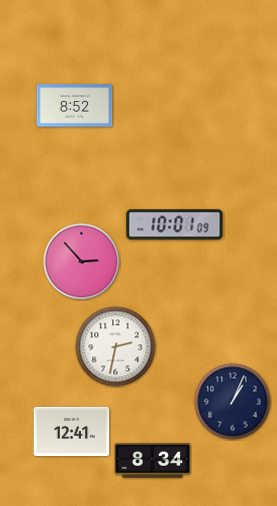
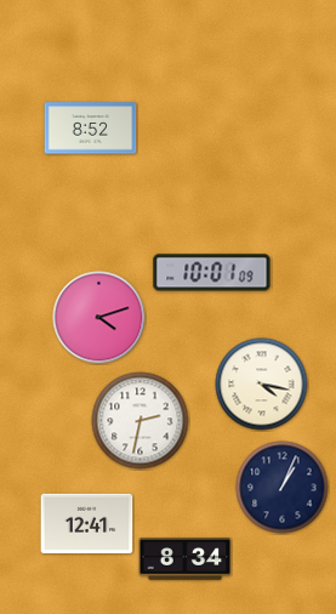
clock at (82, 262): 2:53 -> 4:12
clock at (262, 385): none -> 4:17
